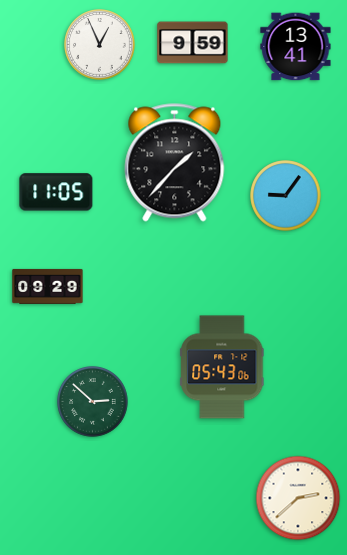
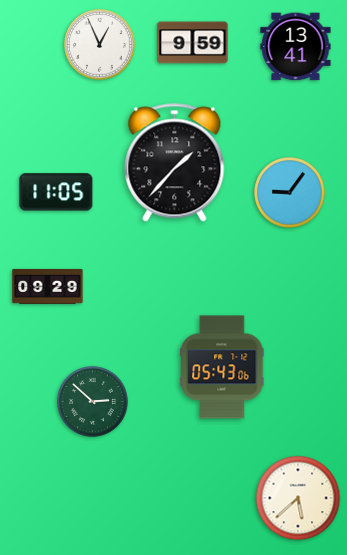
clock at (286, 196) position: (286, 196) -> (290, 193)
clock at (298, 498): 2:38 -> 5:38
